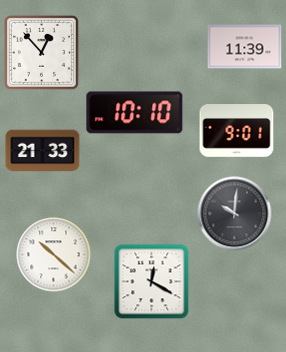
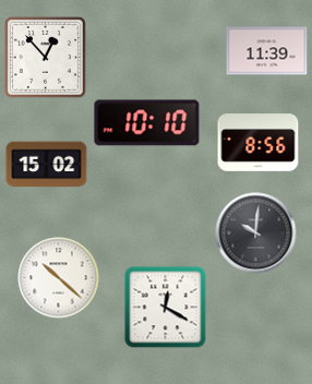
clock at (237, 131): 9:01 -> 8:56
clock at (43, 151): 21:33 -> 15:02
